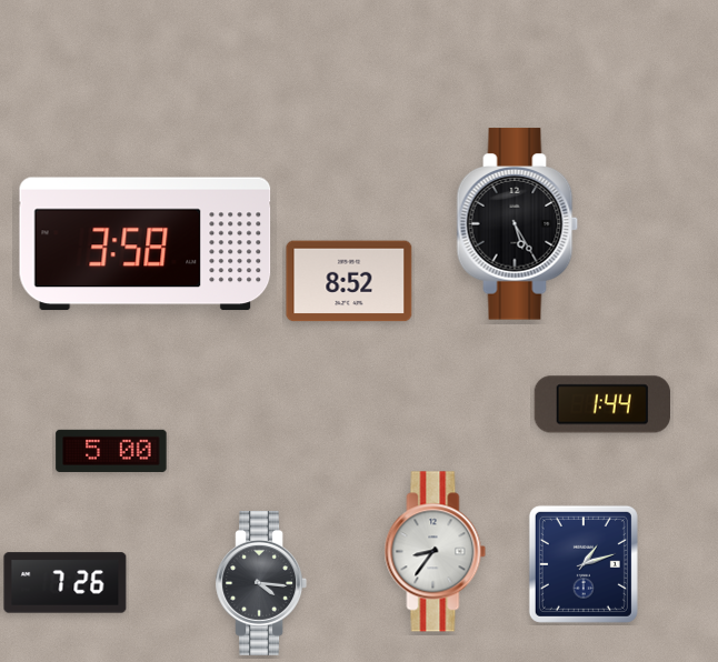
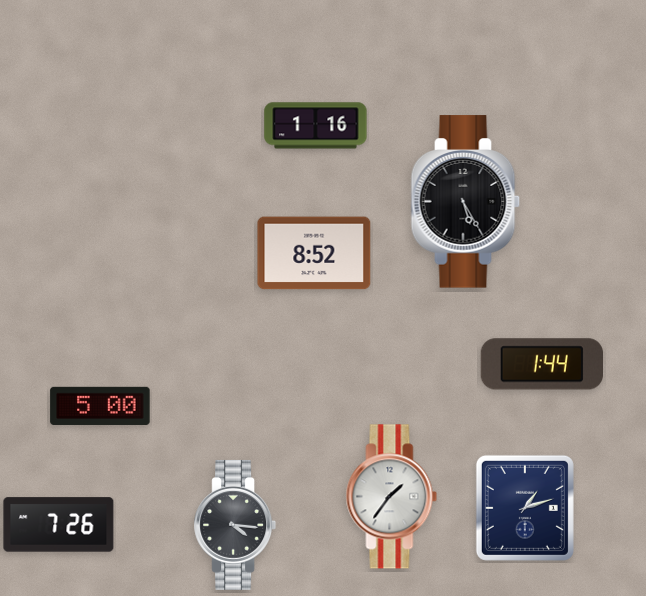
clock at (316, 126): none -> 1:16
clock at (146, 244): 3:58 -> none
clock at (436, 552): 8:36 -> 1:36
